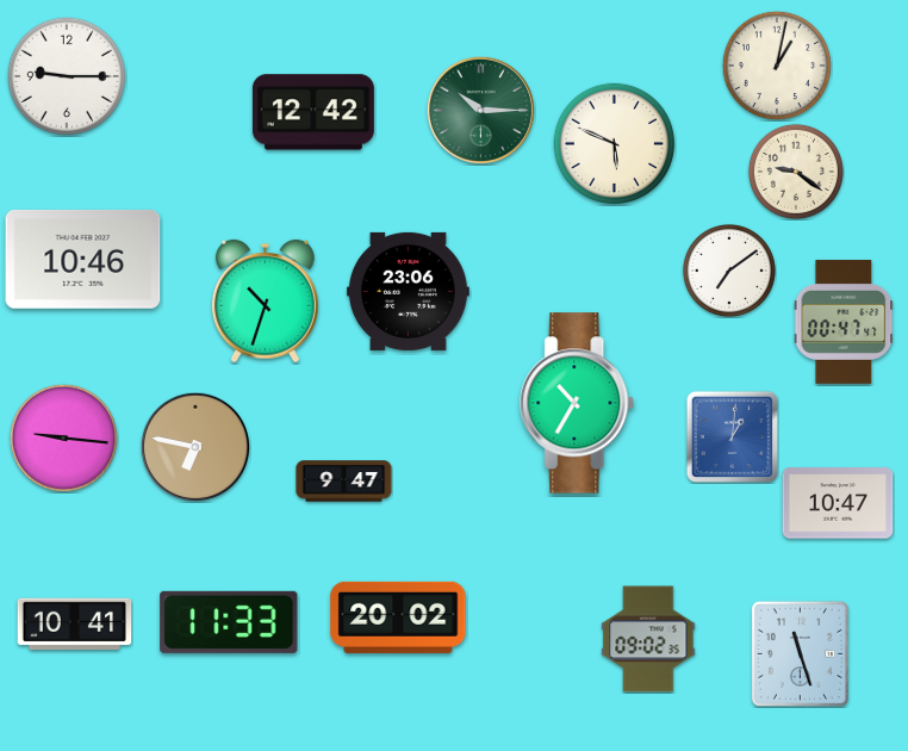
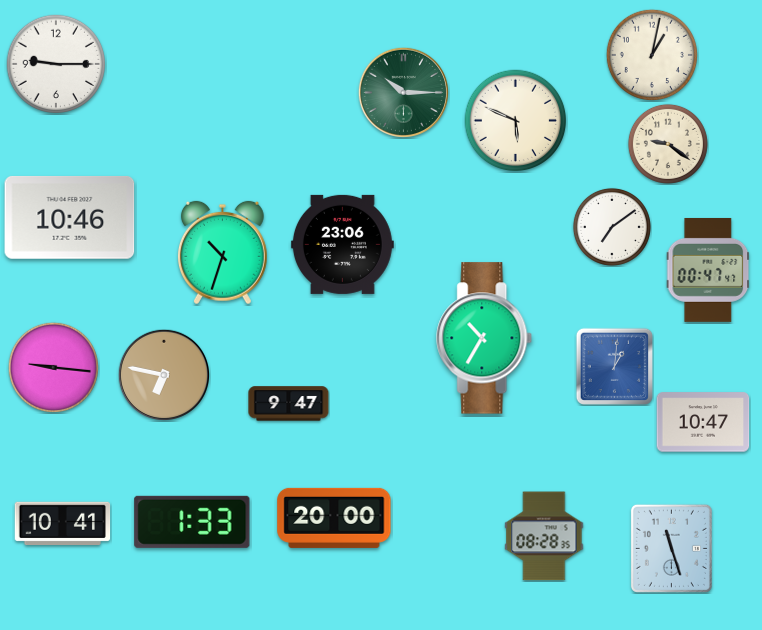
clock at (313, 112): 12:42 -> none
clock at (398, 617): 20:02 -> 20:00
clock at (229, 622): 11:33 -> 1:33
clock at (648, 639): 09:02 -> 08:28
